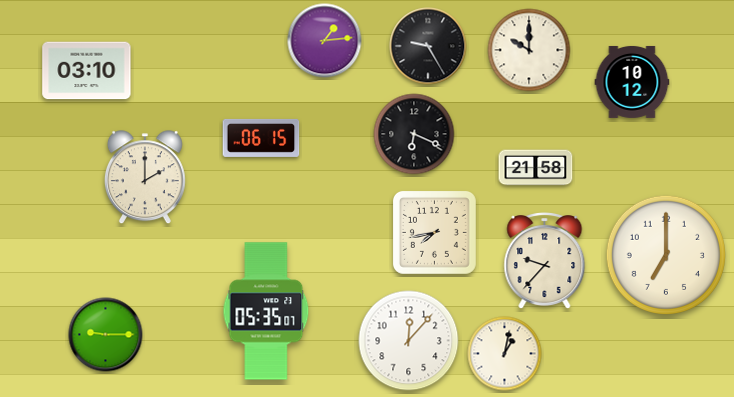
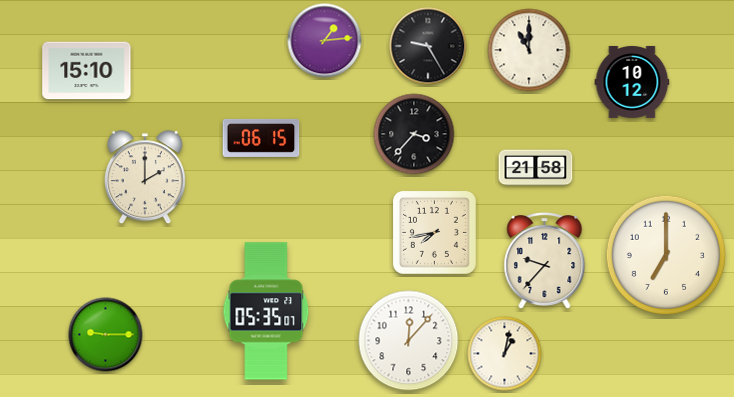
clock at (529, 50): 10:00 -> 11:00
clock at (87, 71): 03:10 -> 15:10
clock at (414, 134): 6:19 -> 3:37
